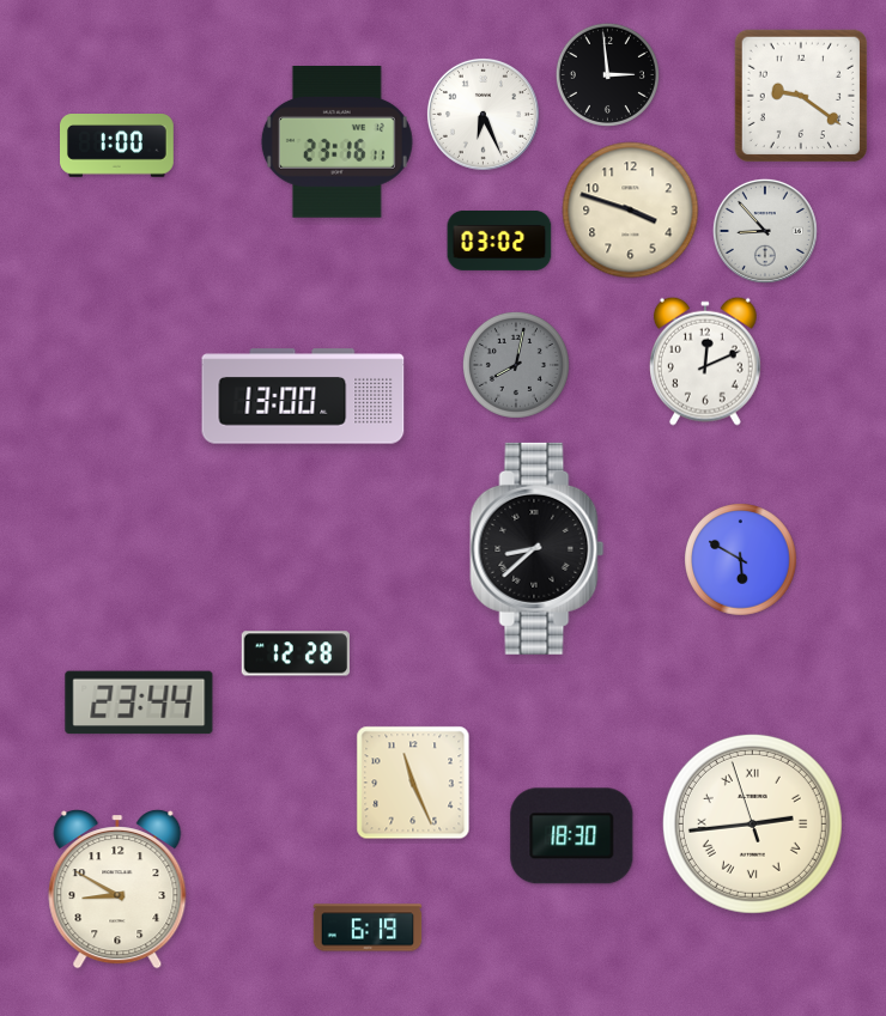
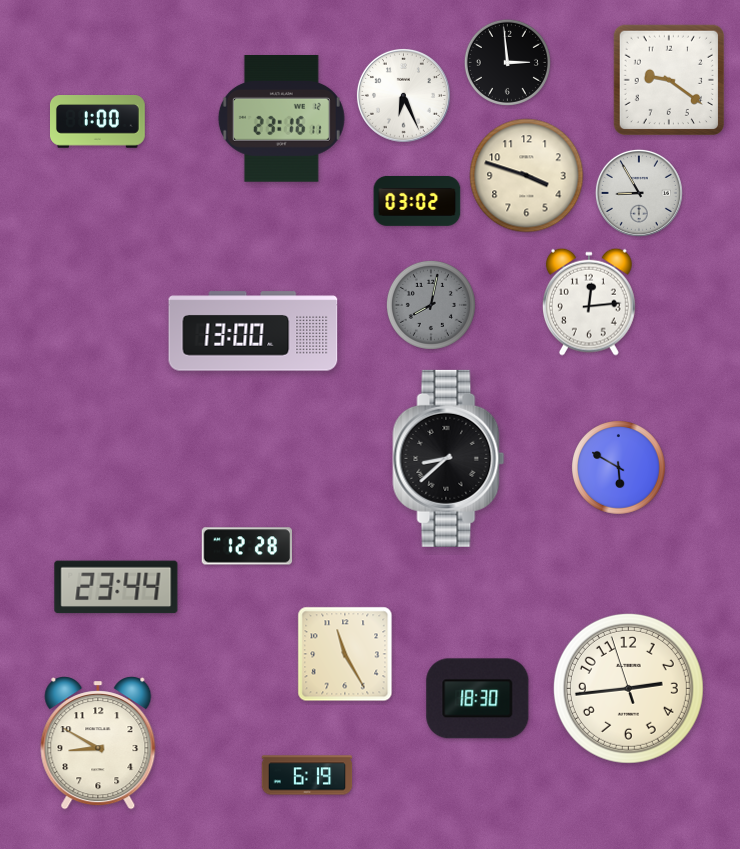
clock at (765, 231): 8:53 -> 8:55
clock at (705, 361): 12:11 -> 12:14
clock at (413, 783): 11:26 -> 11:25
clock at (752, 823) numerals: Roman -> Arabic
